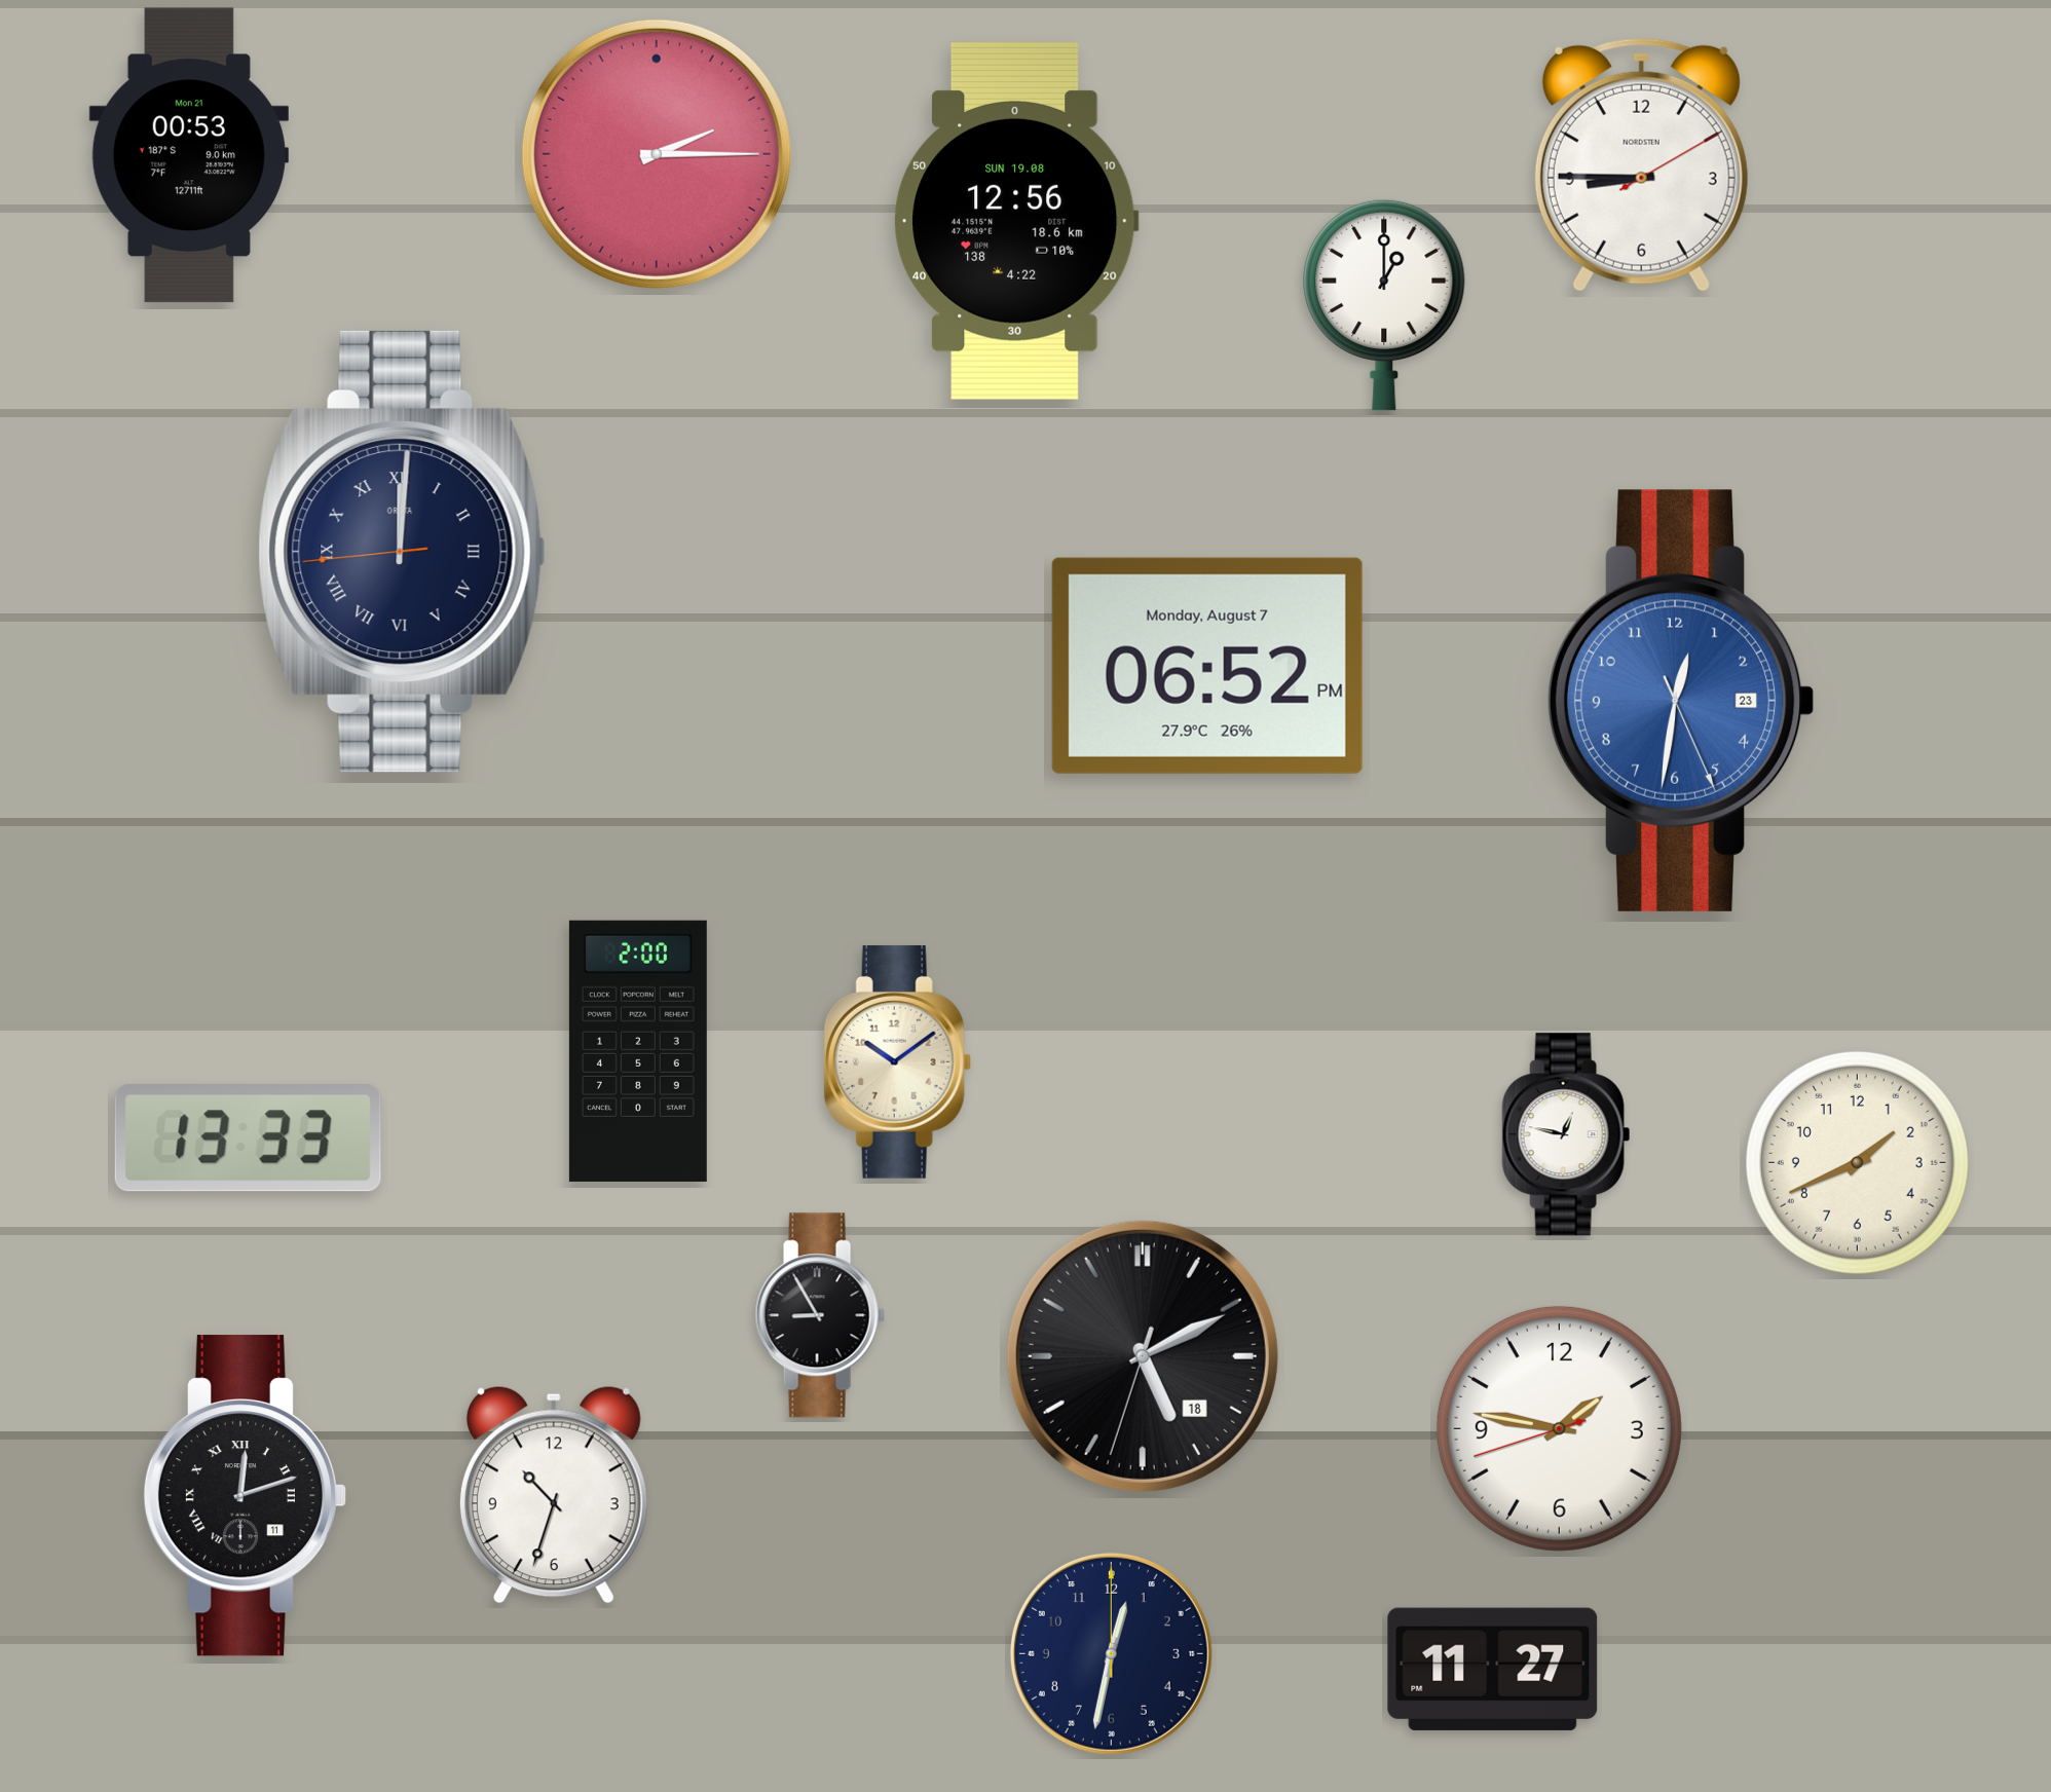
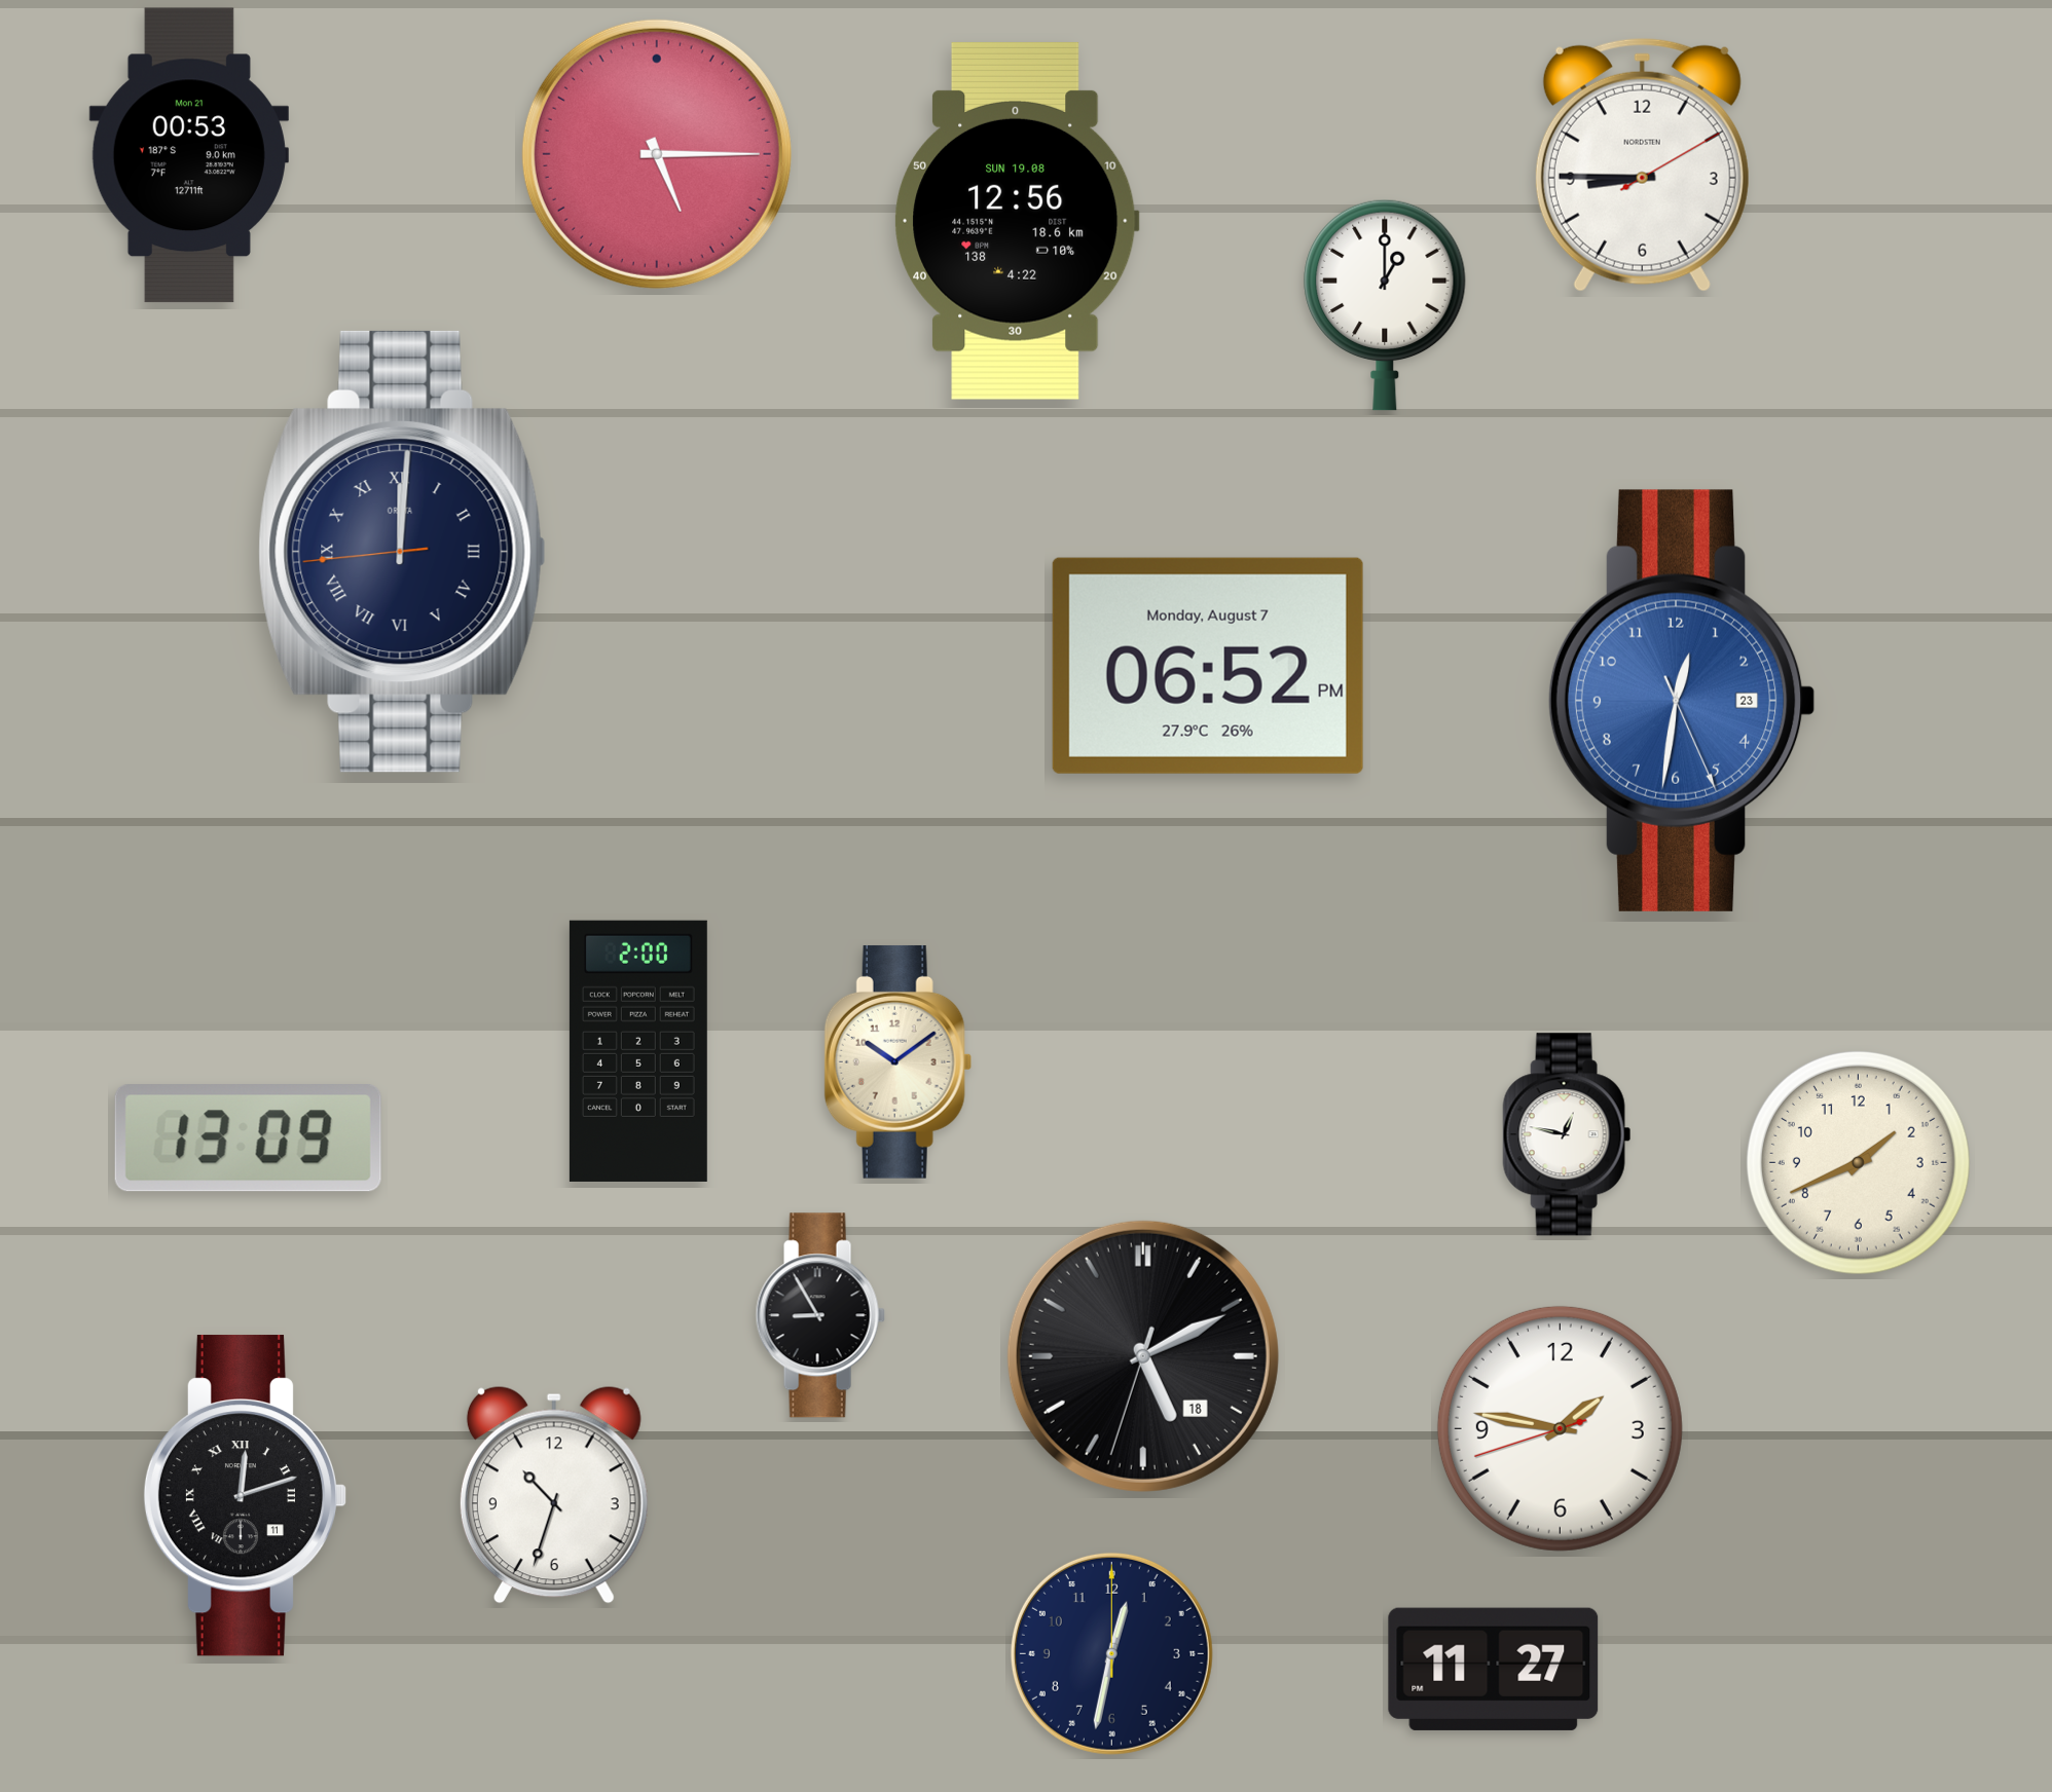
clock at (657, 154): 2:15 -> 5:15
clock at (248, 1138): 13:33 -> 13:09
